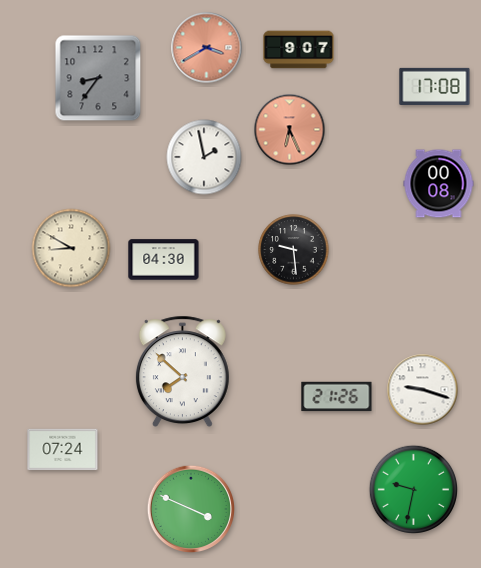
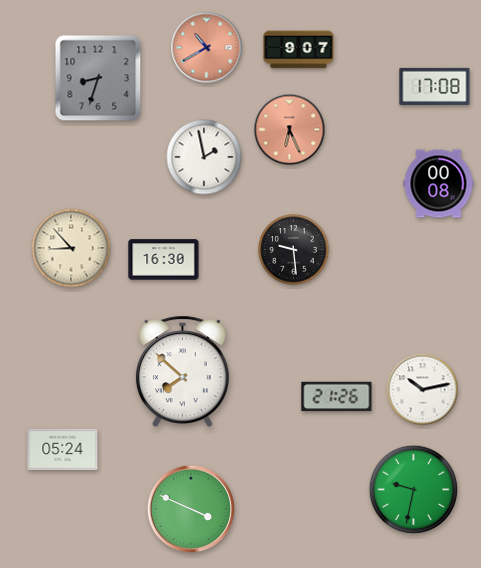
clock at (207, 48): 3:40 -> 10:40
clock at (98, 78): 8:36 -> 8:33
clock at (71, 248): 8:50 -> 8:53
clock at (164, 260): 04:30 -> 16:30
clock at (423, 390): 9:18 -> 10:13
clock at (63, 450): 07:24 -> 05:24
